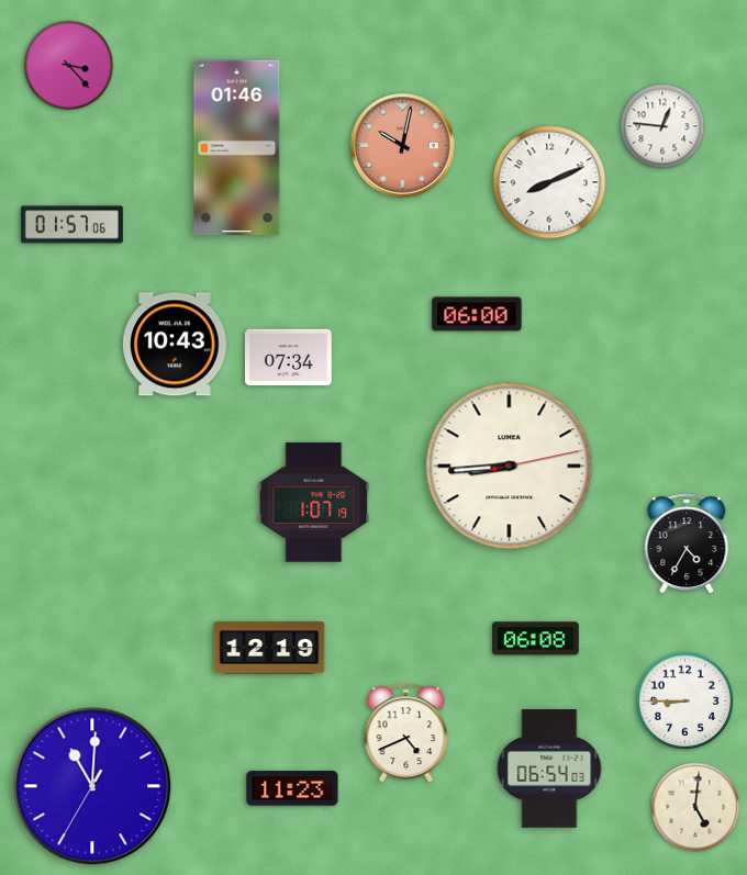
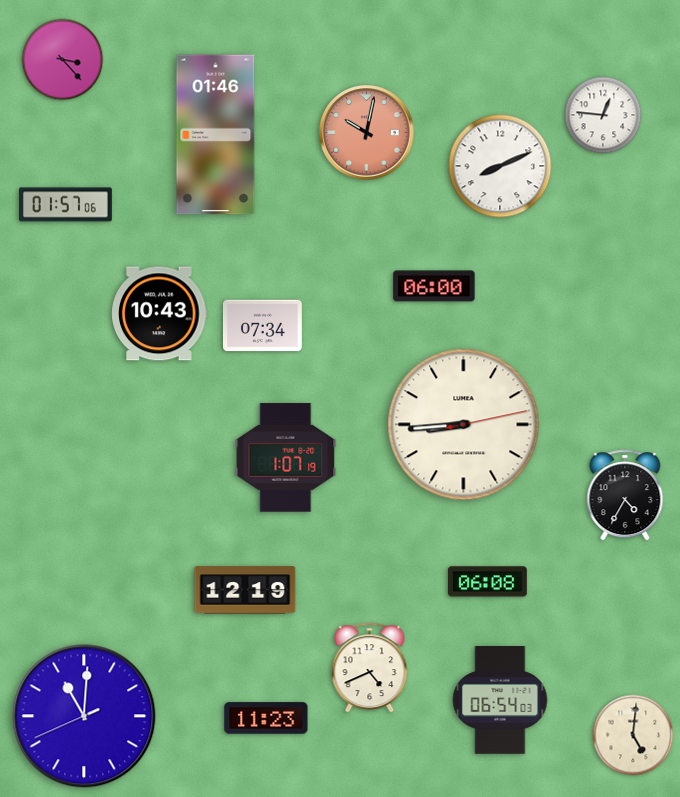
clock at (684, 700): 8:45 -> none
clock at (92, 786): 11:00:35 -> 11:00:41
